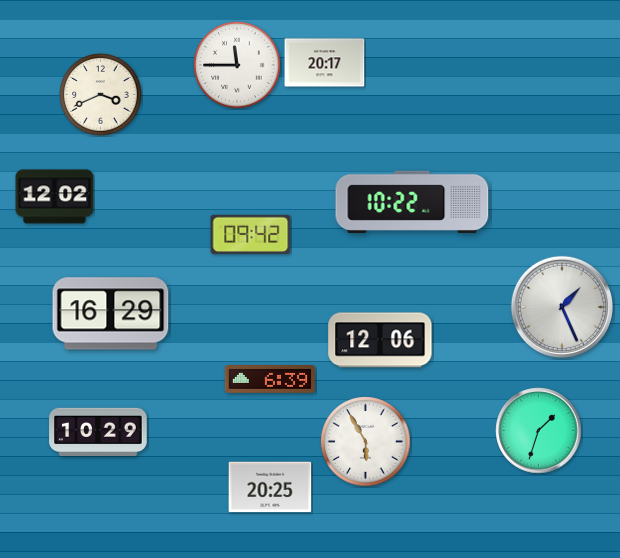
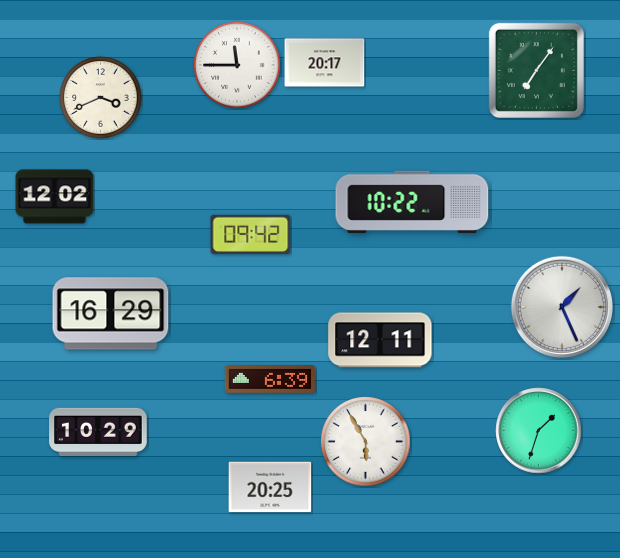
clock at (536, 70): none -> 7:06
clock at (101, 95) position: (101, 95) -> (101, 98)
clock at (380, 340): 12:06 -> 12:11
